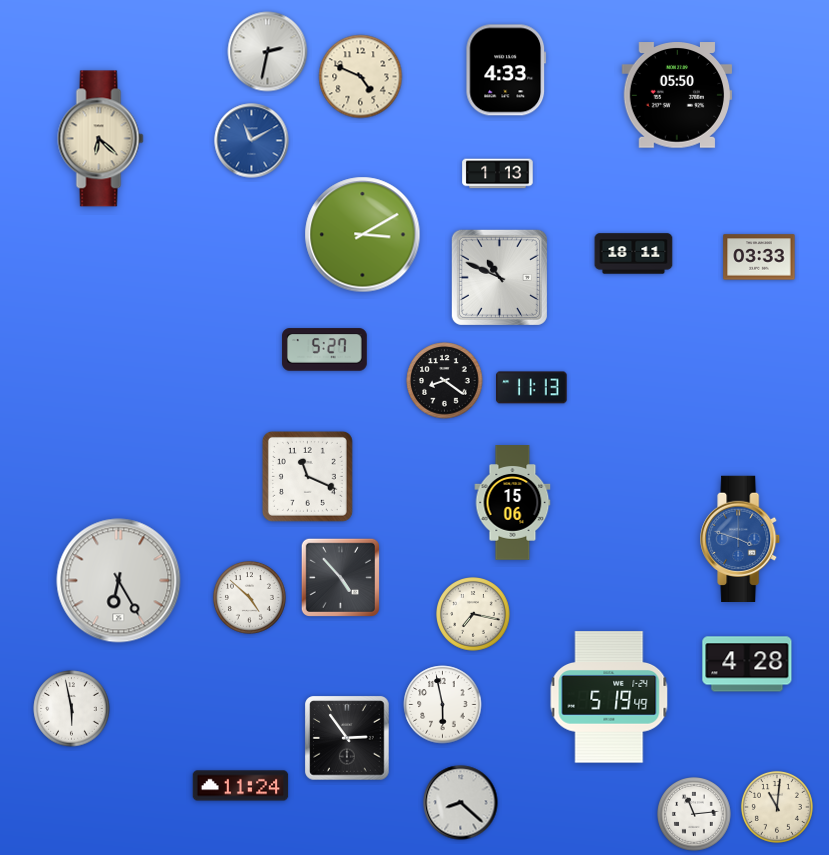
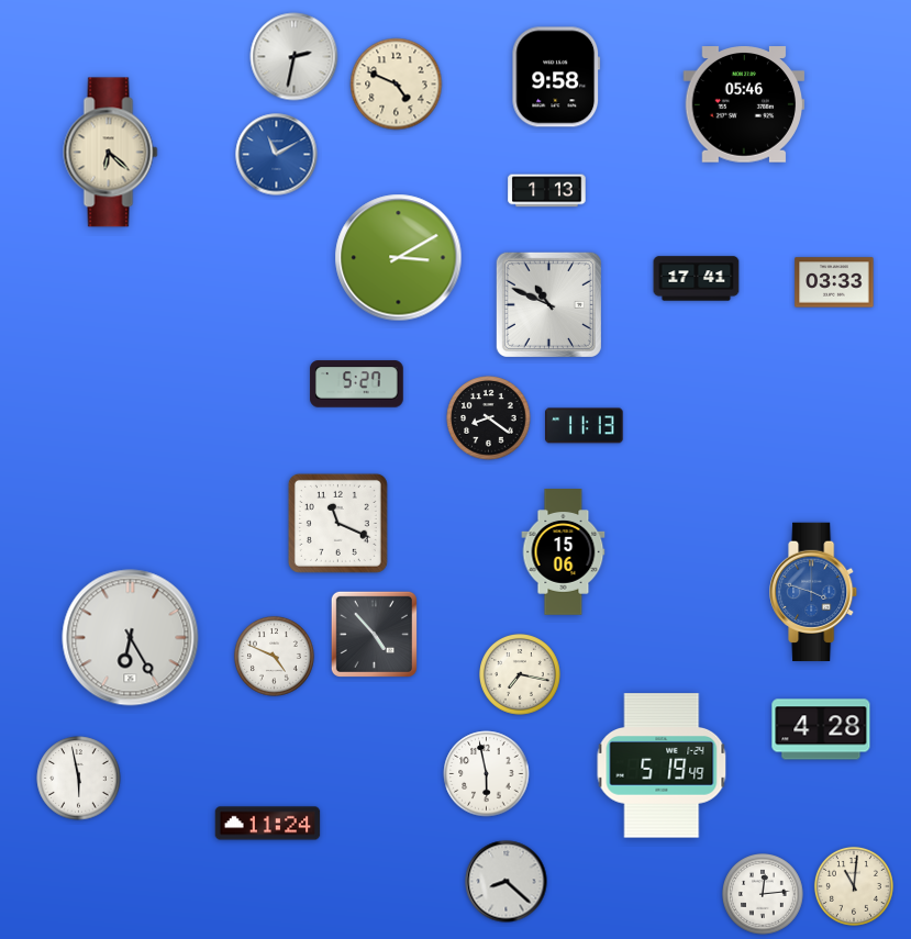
clock at (506, 70): 4:33 -> 9:58
clock at (677, 95): 05:50 -> 05:46
clock at (634, 254): 18:11 -> 17:41
clock at (249, 597): 4:52 -> 4:49
clock at (609, 697) position: (609, 697) -> (662, 765)
clock at (347, 738): 2:54 -> none
clock at (241, 786) position: (241, 786) -> (268, 824)
clock at (695, 815): 11:14 -> 12:14
